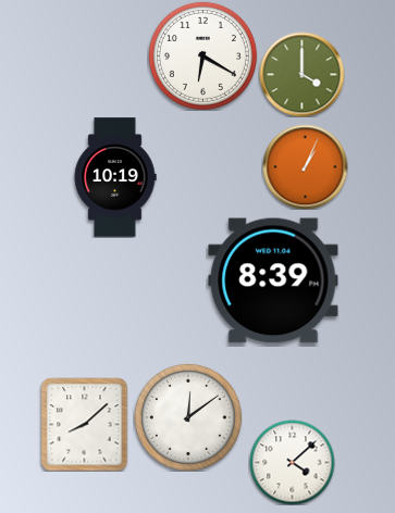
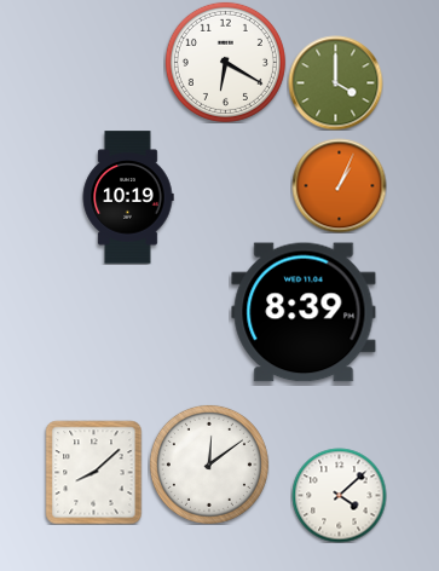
clock at (292, 462) position: (292, 462) -> (339, 495)
